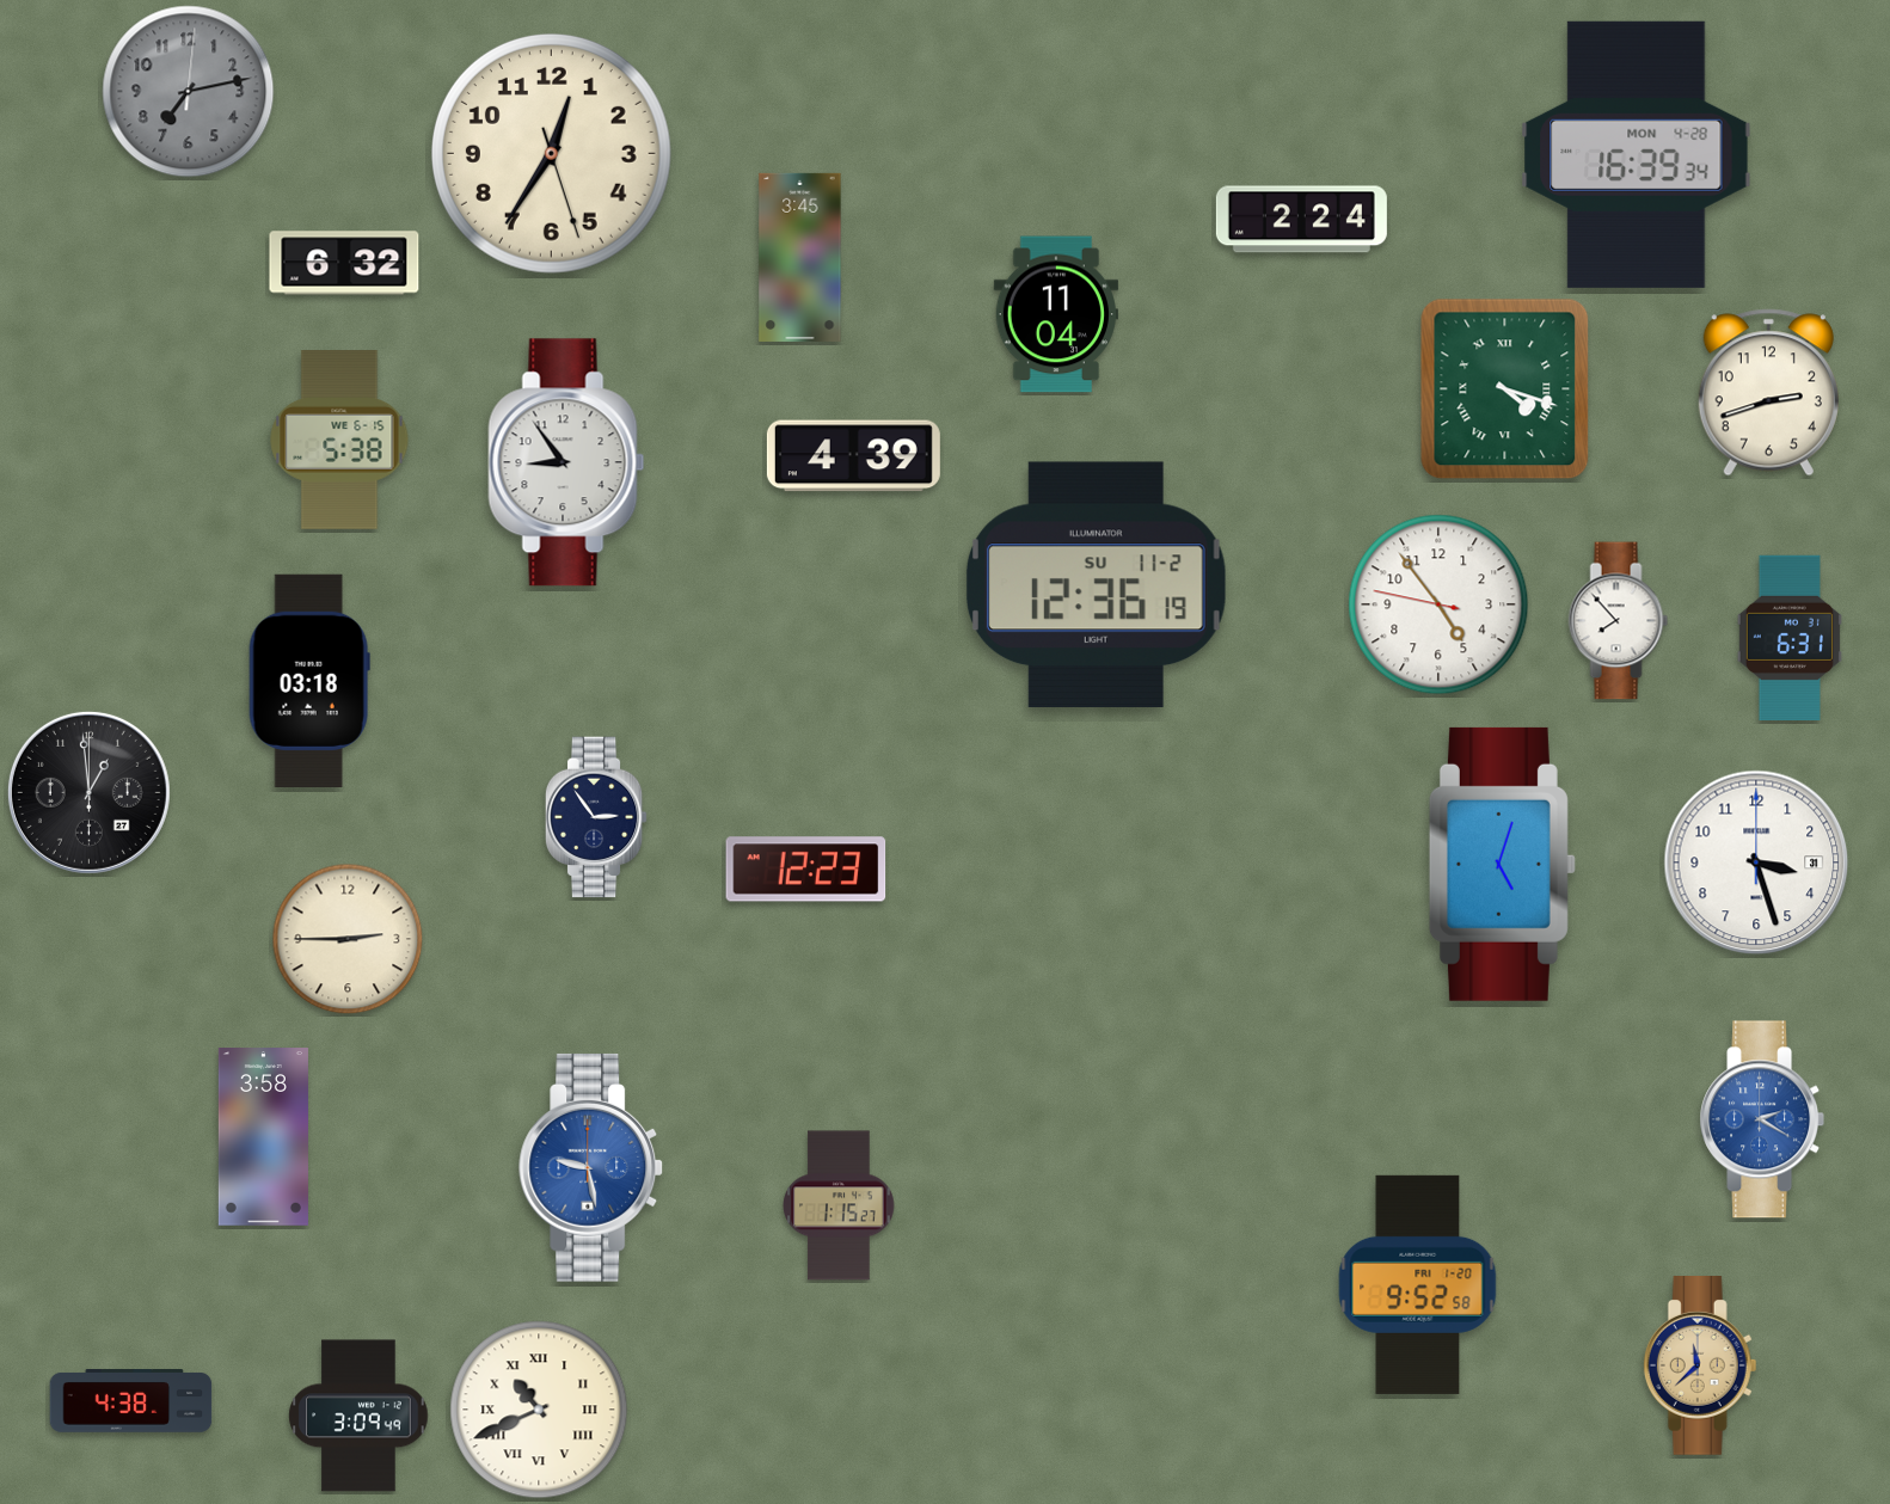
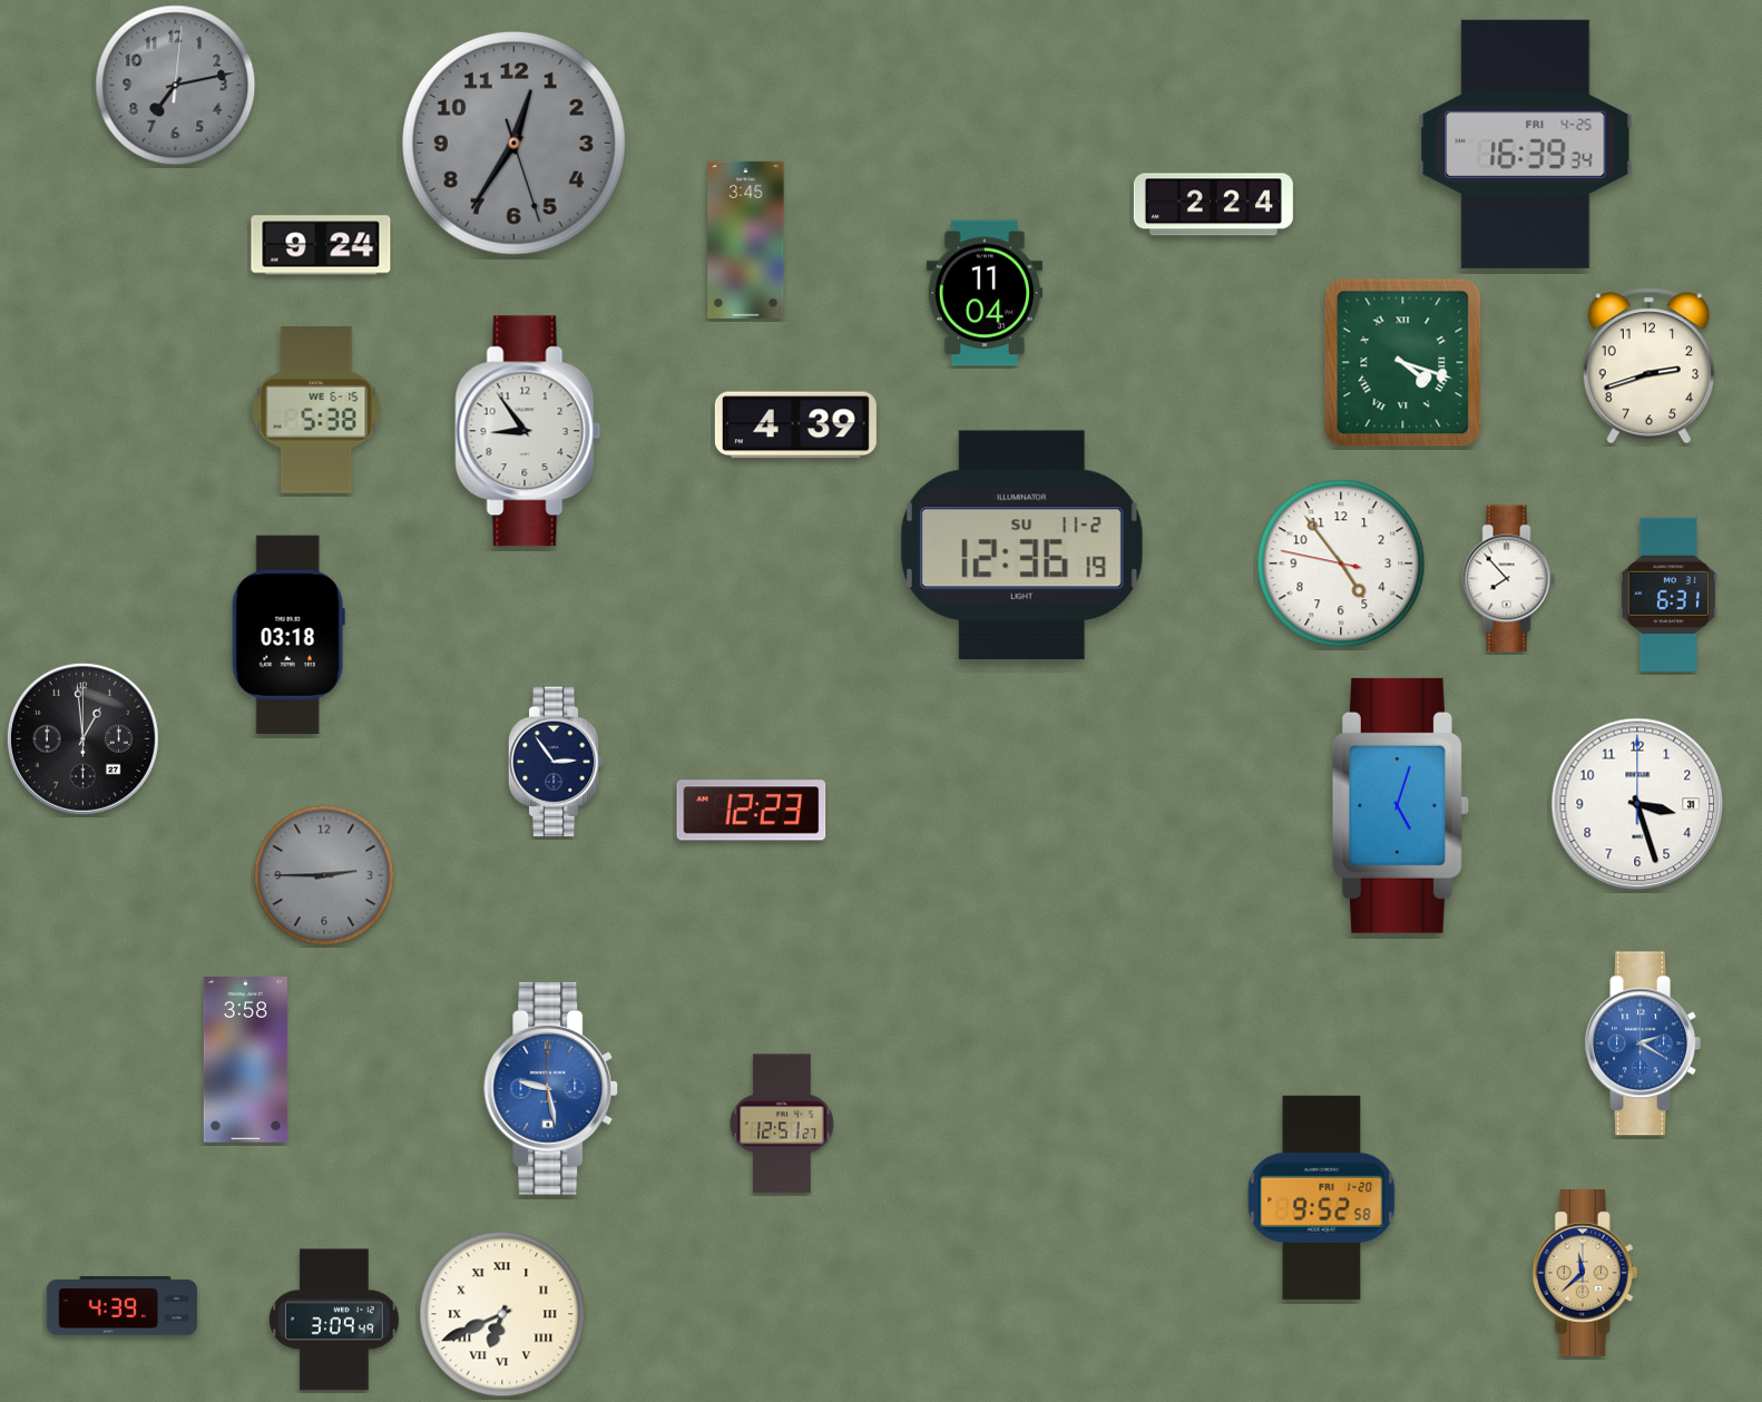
clock at (551, 153) dial: cream -> grey
clock at (1637, 154) date: MON 4-28 -> FRI 4-25
clock at (344, 263): 6:32 -> 9:24
clock at (348, 939) dial: cream -> grey
clock at (839, 1205): 1:15 -> 12:51
clock at (131, 1401): 4:38 -> 4:39
clock at (539, 1410): 10:41 -> 6:41
